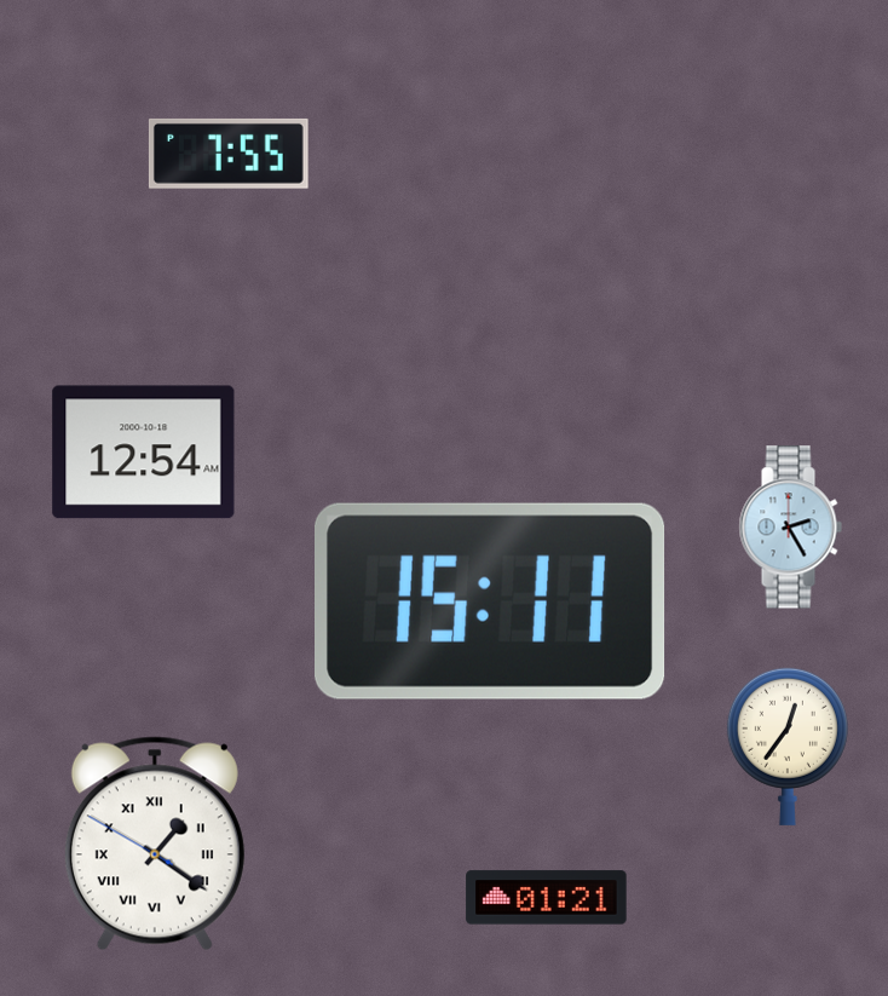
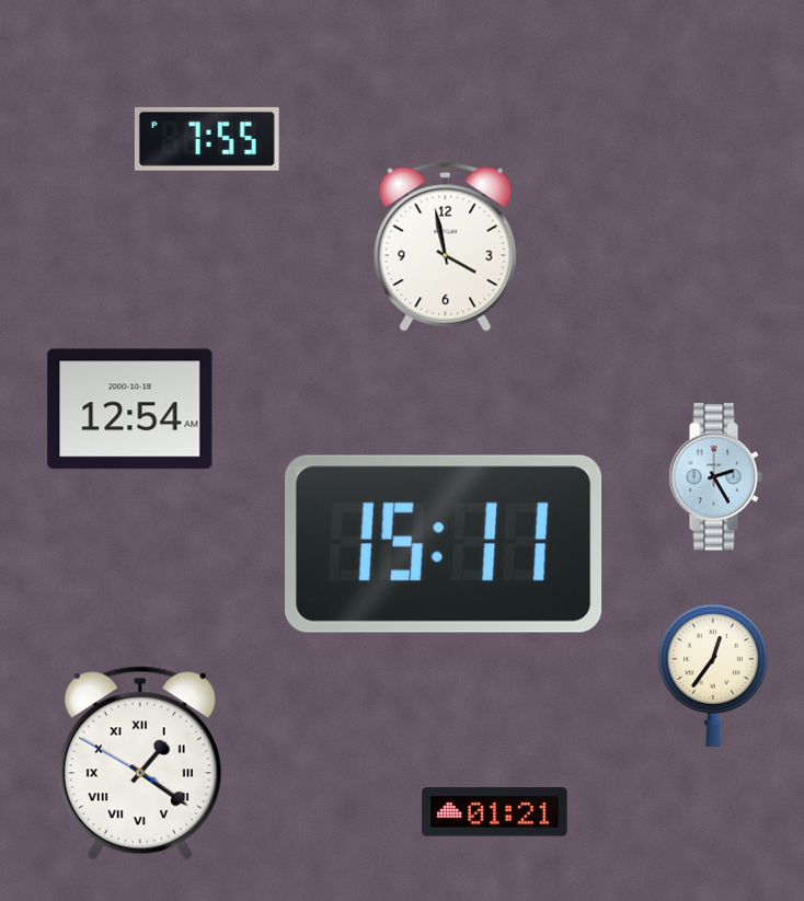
clock at (446, 246): none -> 3:58
